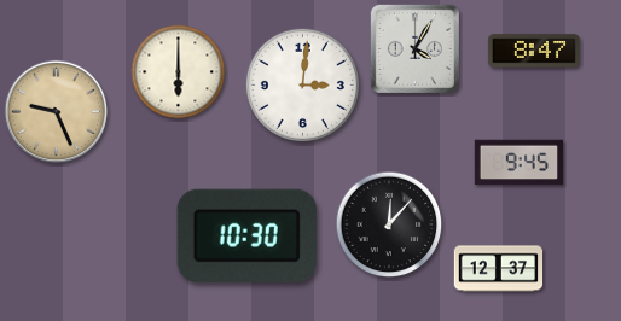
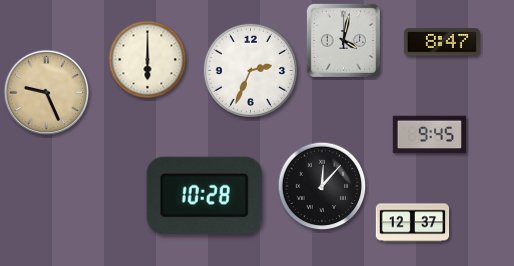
clock at (414, 48): 4:05 -> 4:02
clock at (302, 84): 3:01 -> 2:34
clock at (246, 235): 10:30 -> 10:28
